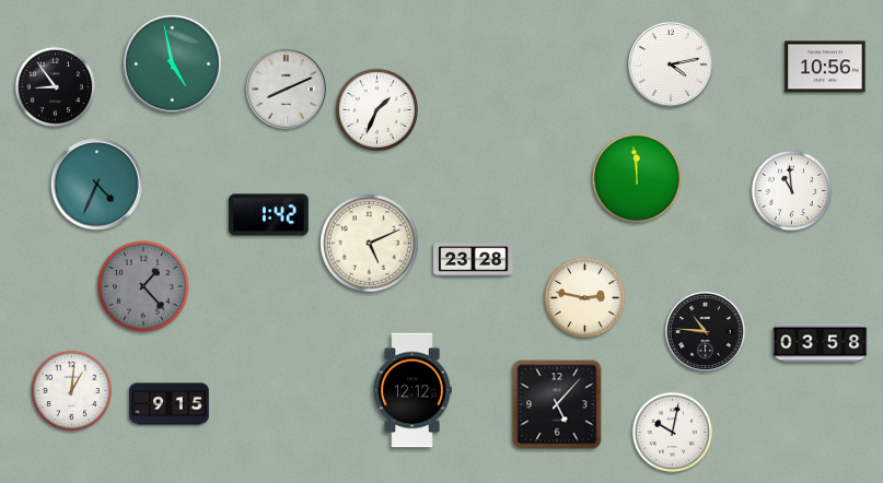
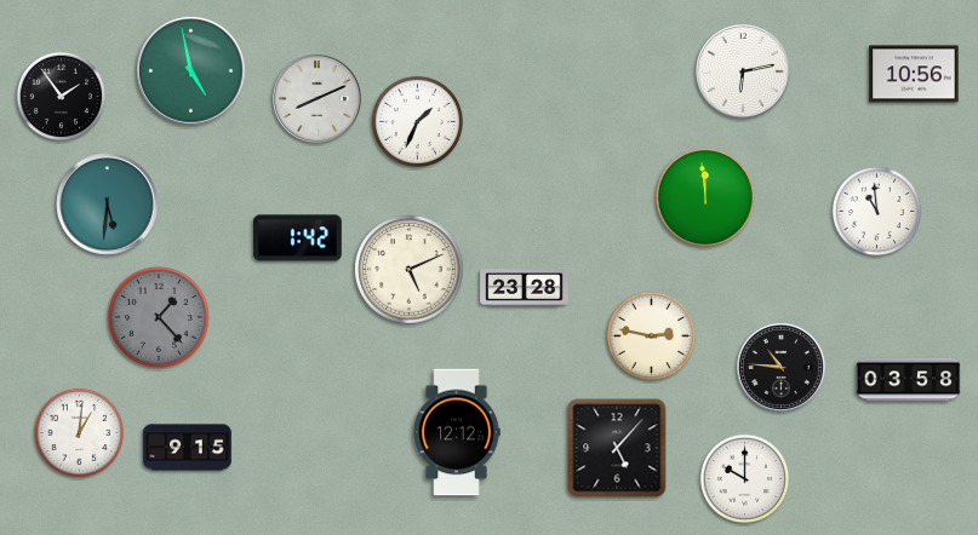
clock at (672, 66): 4:13 -> 6:13
clock at (56, 87): 8:54 -> 1:54
clock at (97, 185): 4:34 -> 5:31
clock at (585, 298) position: (585, 298) -> (652, 336)
clock at (673, 433): 10:02 -> 10:00
